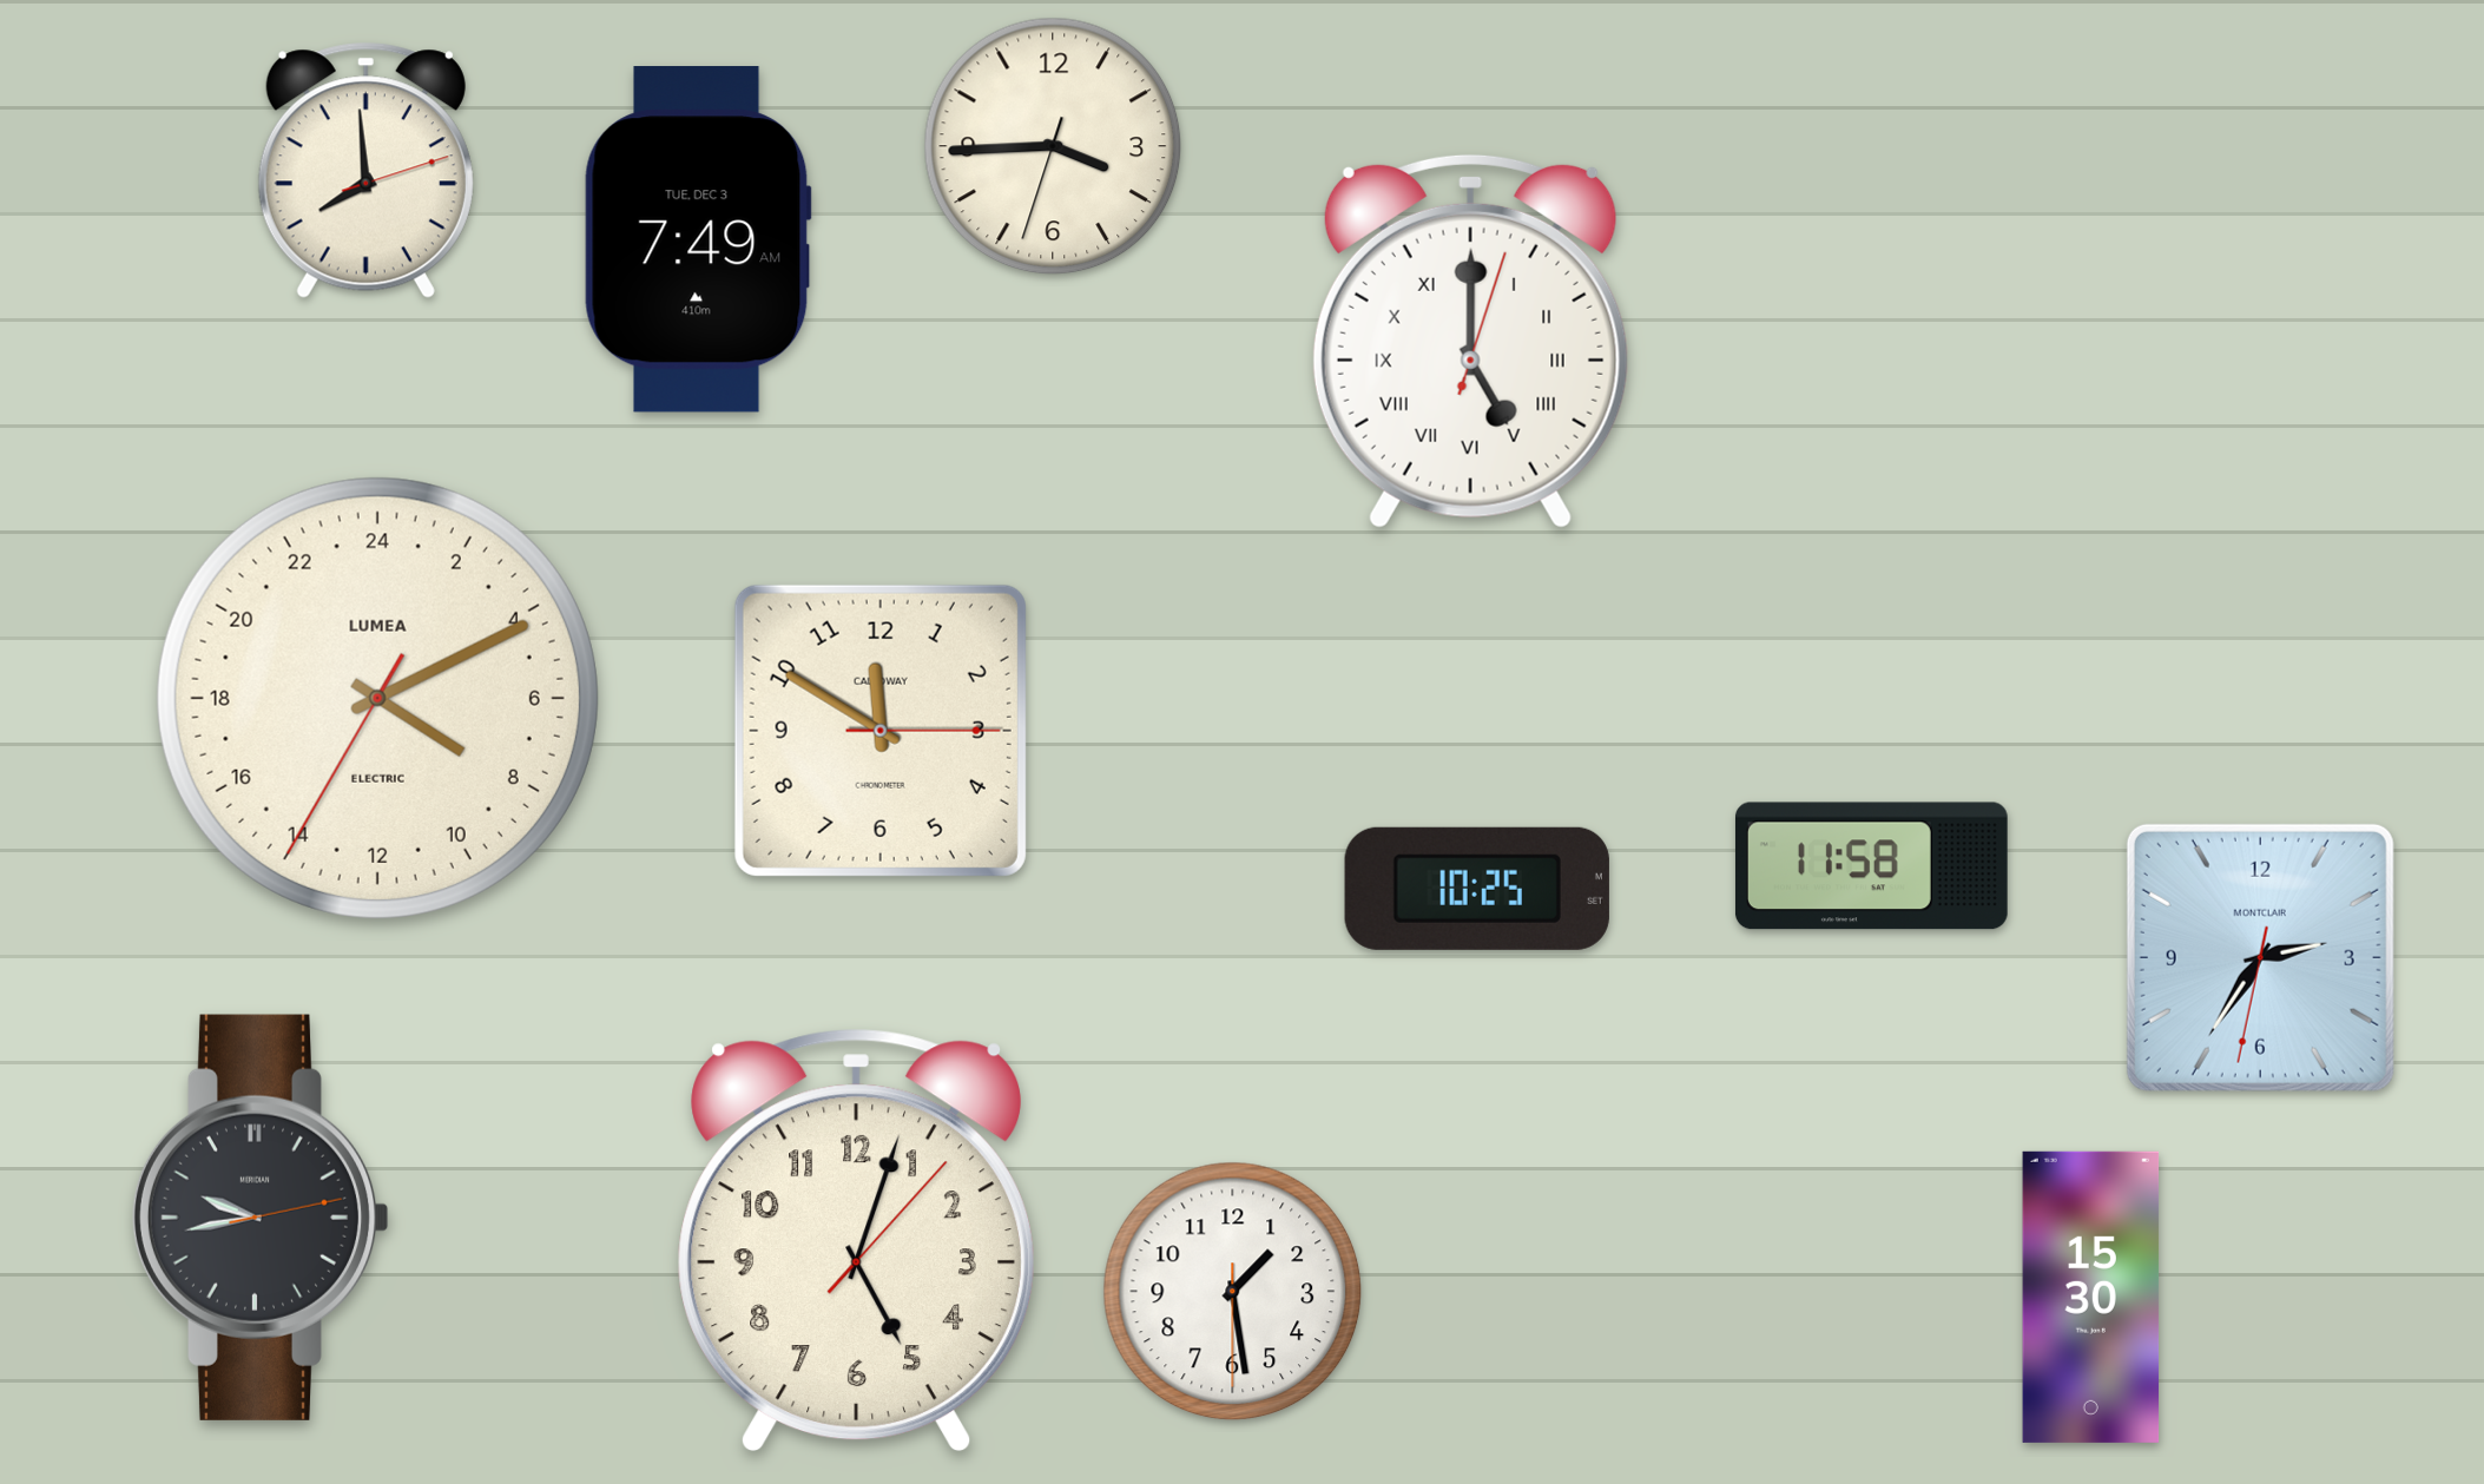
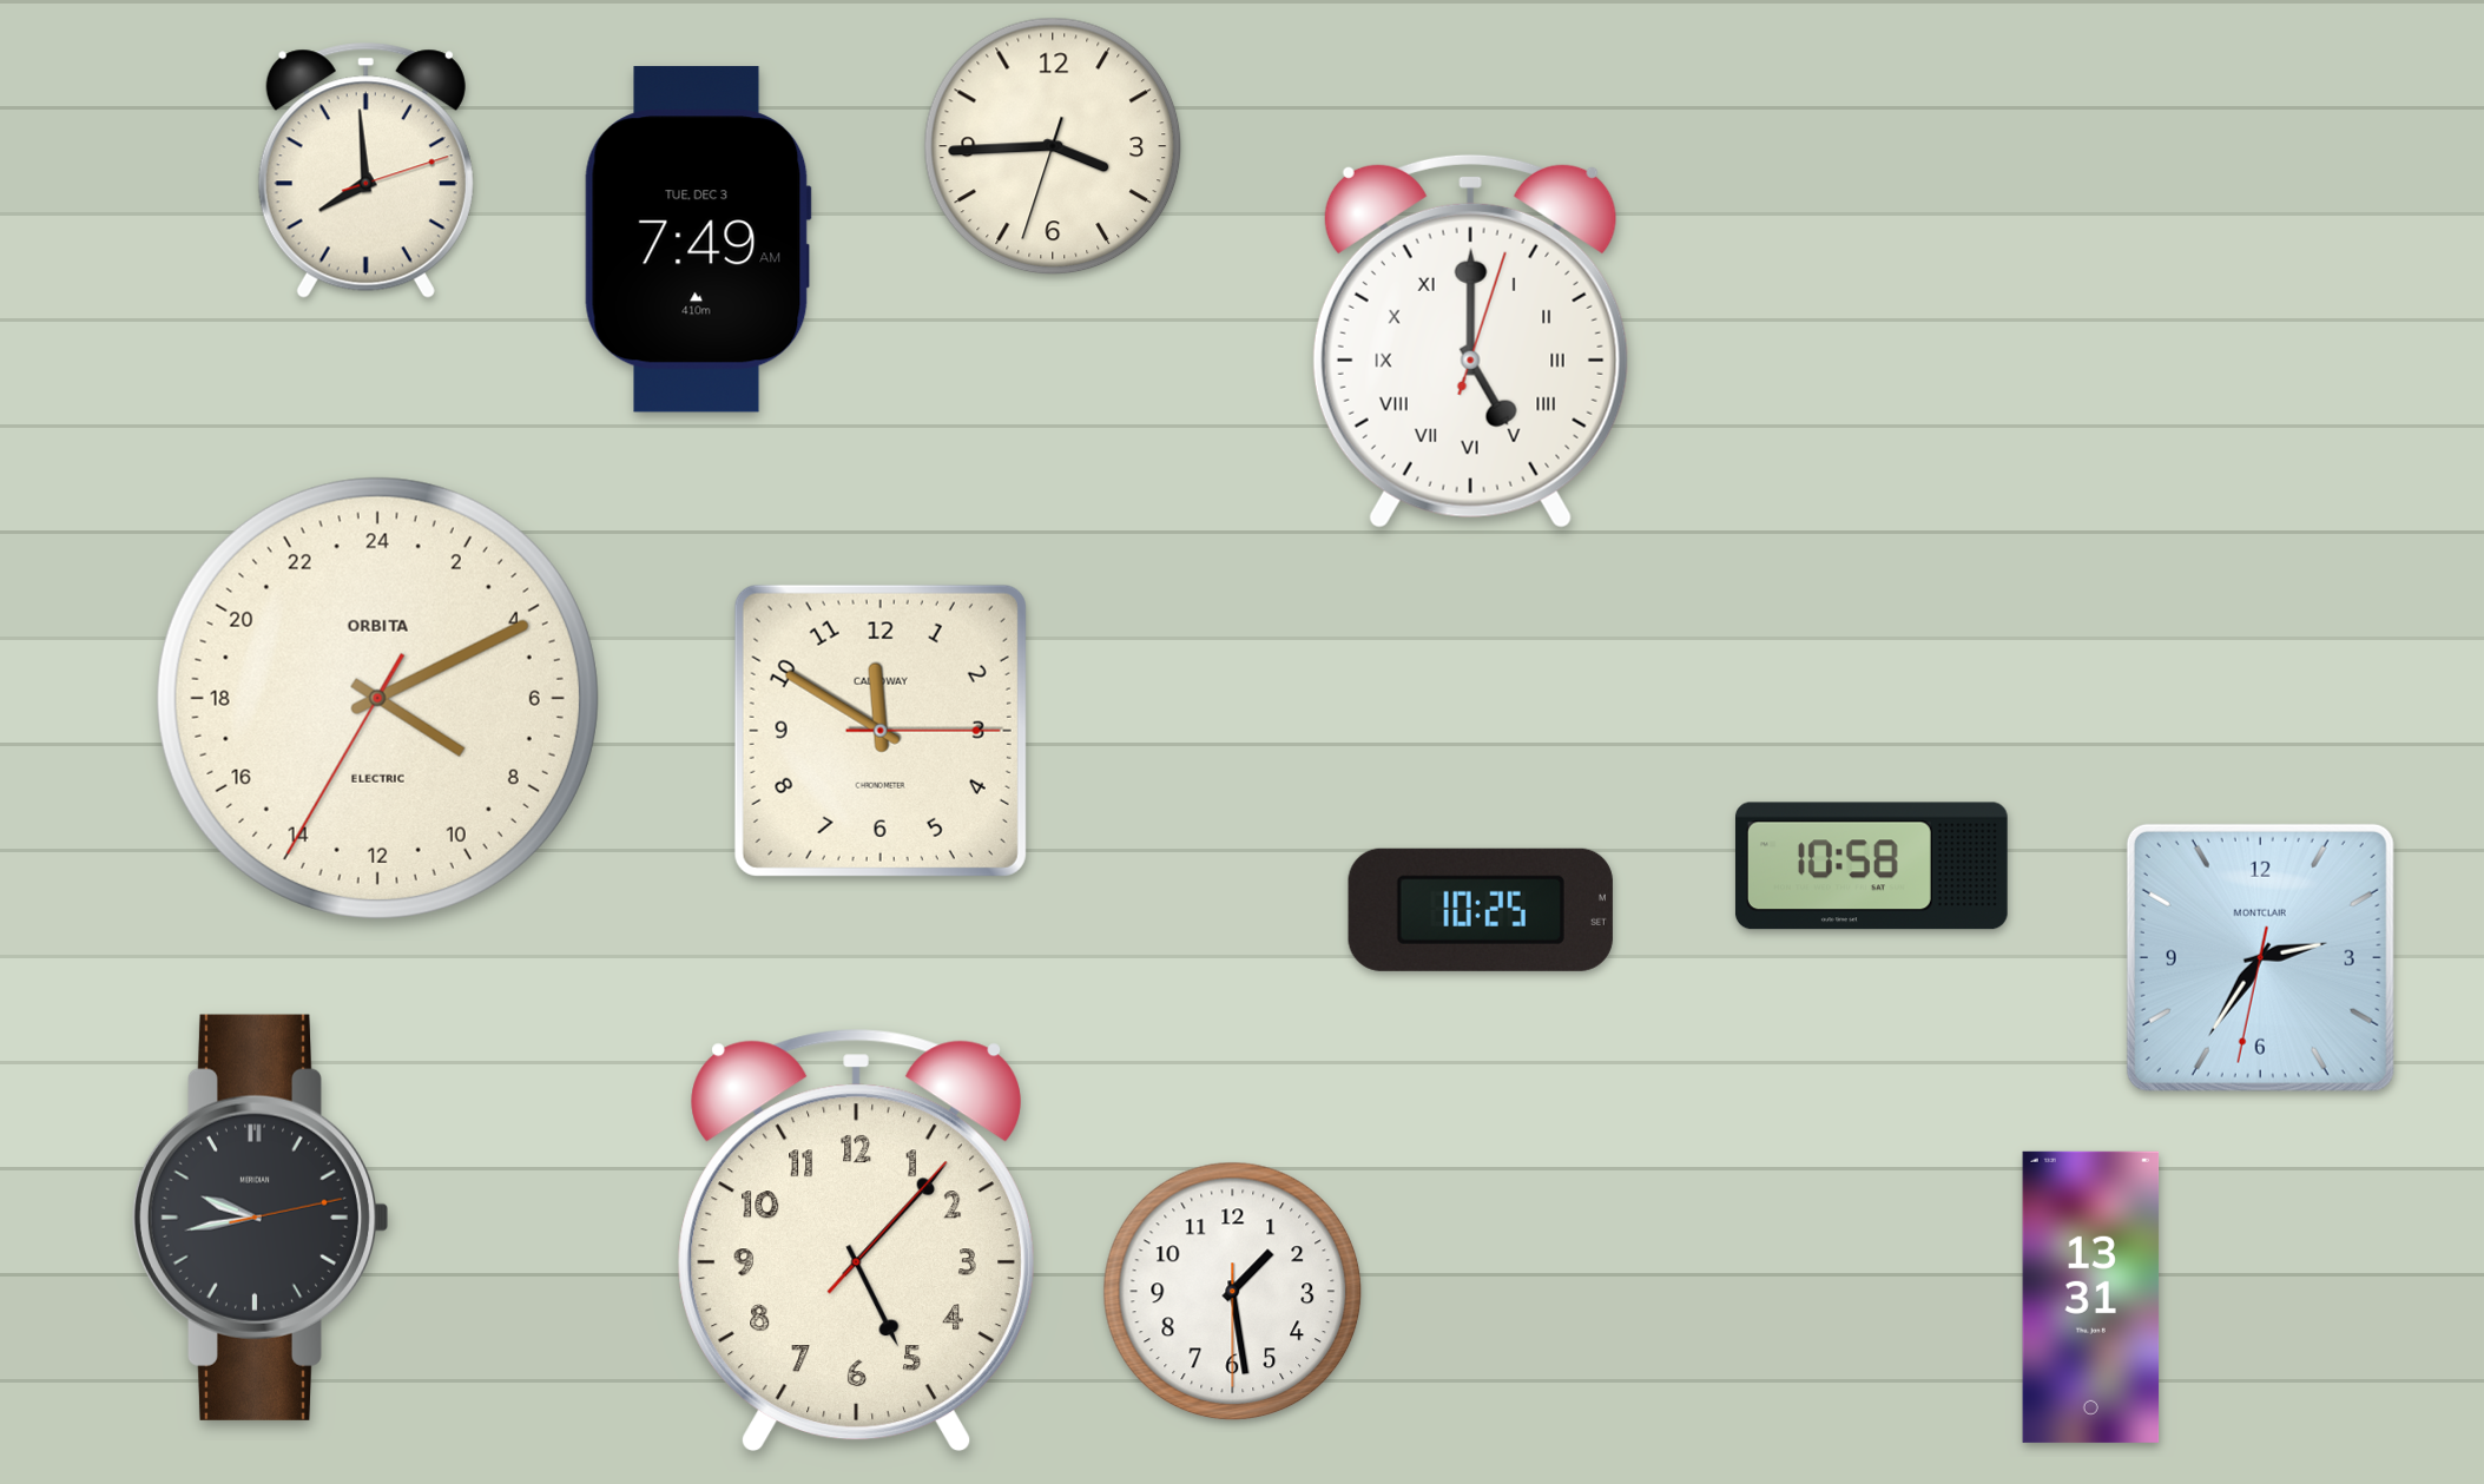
clock at (377, 698) brand: LUMEA -> ORBITA
clock at (1871, 866): 11:58 -> 10:58
clock at (1477, 889) position: (1477, 889) -> (1481, 910)
clock at (856, 1240): 5:03 -> 5:07
clock at (2091, 1297): 15:30 -> 13:31
